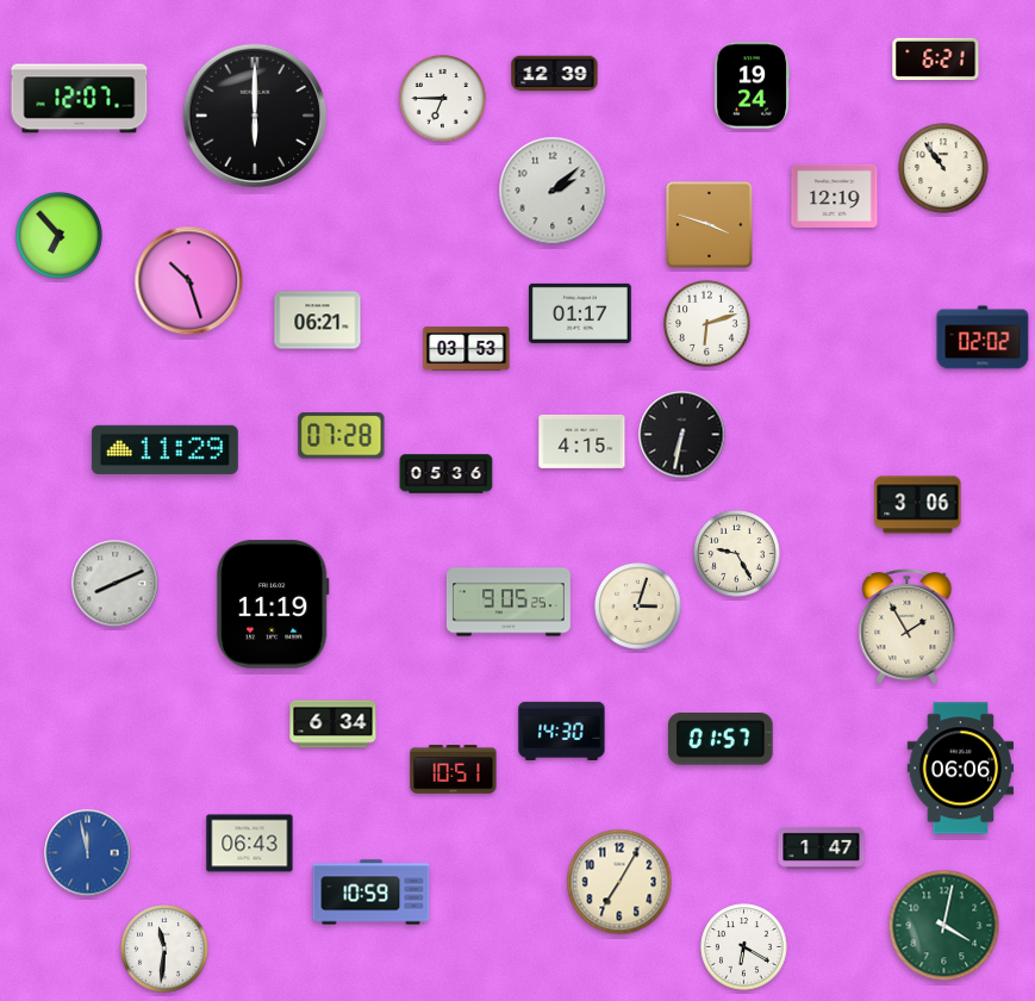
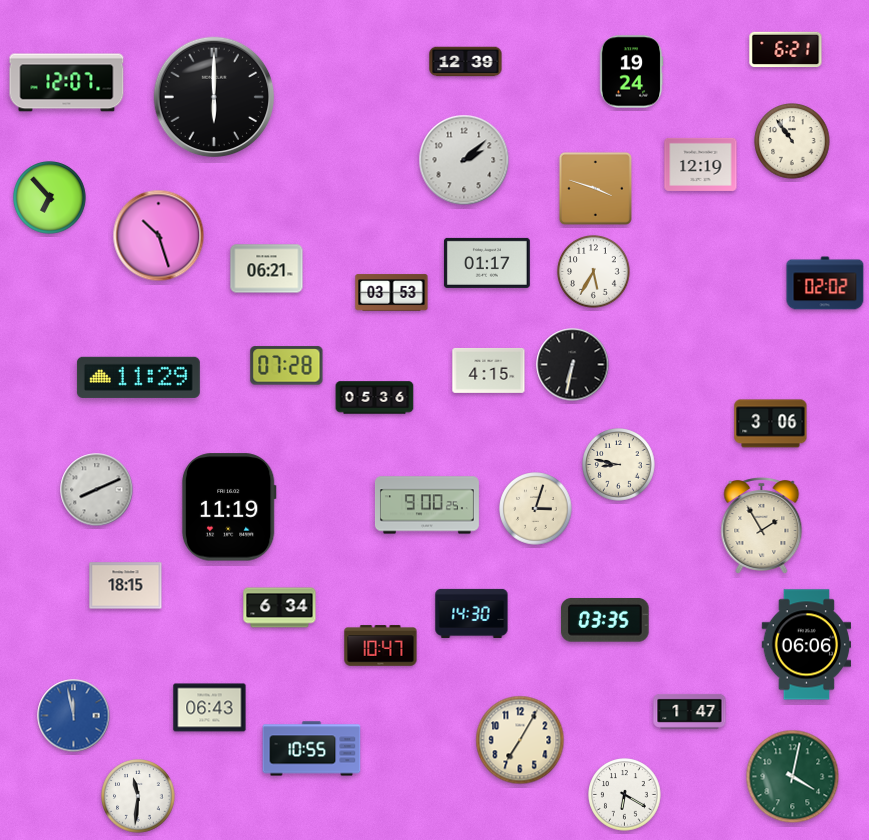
clock at (443, 99): 6:45 -> none
clock at (707, 324): 6:12 -> 5:35
clock at (737, 554): 9:25 -> 8:47
clock at (509, 602): 9:05 -> 9:00
clock at (126, 586): none -> 18:15
clock at (721, 740): 01:57 -> 03:35
clock at (454, 770): 10:51 -> 10:47
clock at (372, 893): 10:59 -> 10:55
